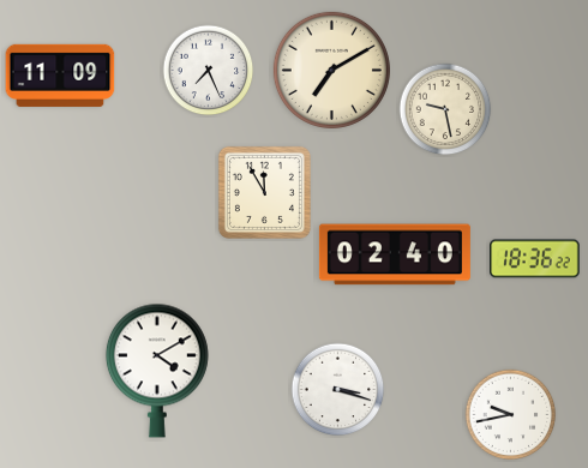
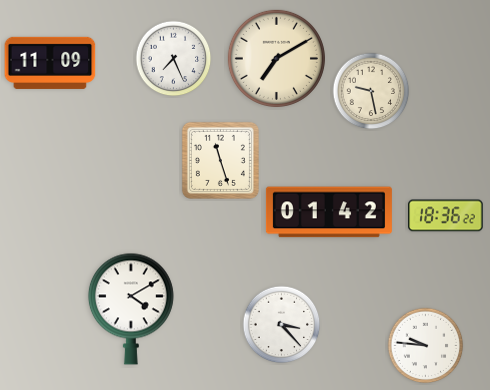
clock at (264, 192): 11:55 -> 11:27
clock at (395, 254): 02:40 -> 01:42
clock at (338, 390): 3:18 -> 3:23
clock at (511, 415): 9:43 -> 9:46
